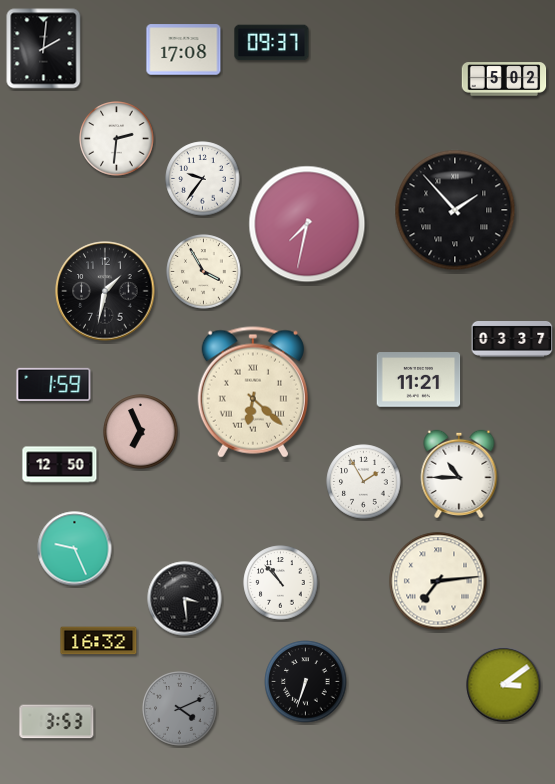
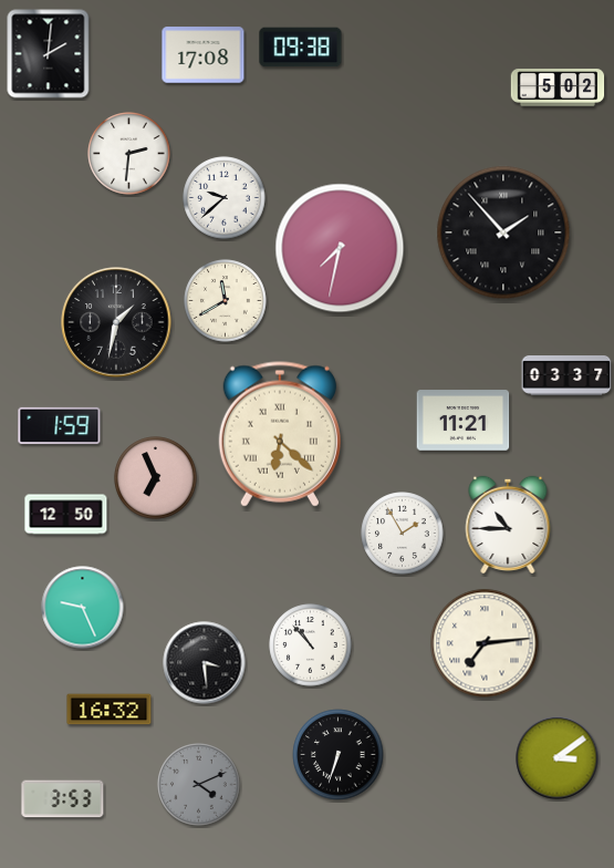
clock at (272, 43): 09:37 -> 09:38
clock at (203, 179): 9:36 -> 9:38
clock at (204, 272): 3:55 -> 11:40
